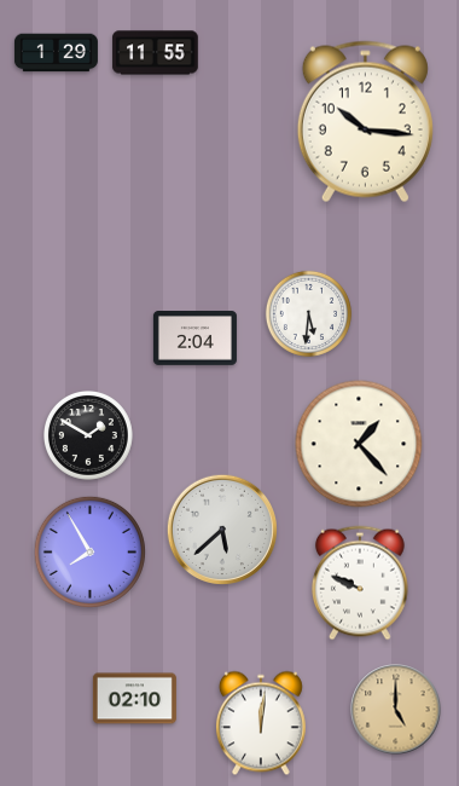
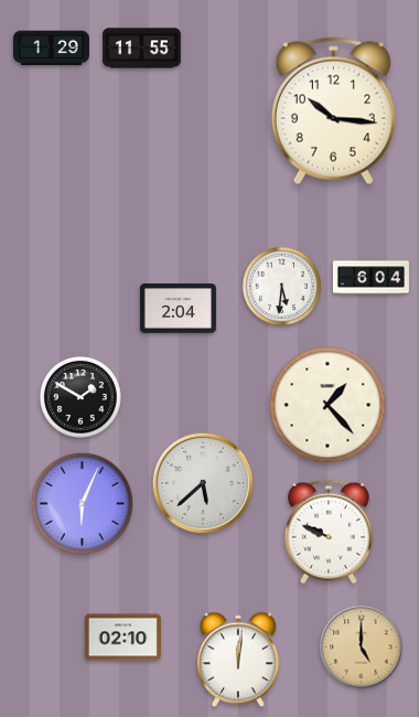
clock at (370, 278): none -> 6:04
clock at (89, 551): 7:55 -> 6:04
